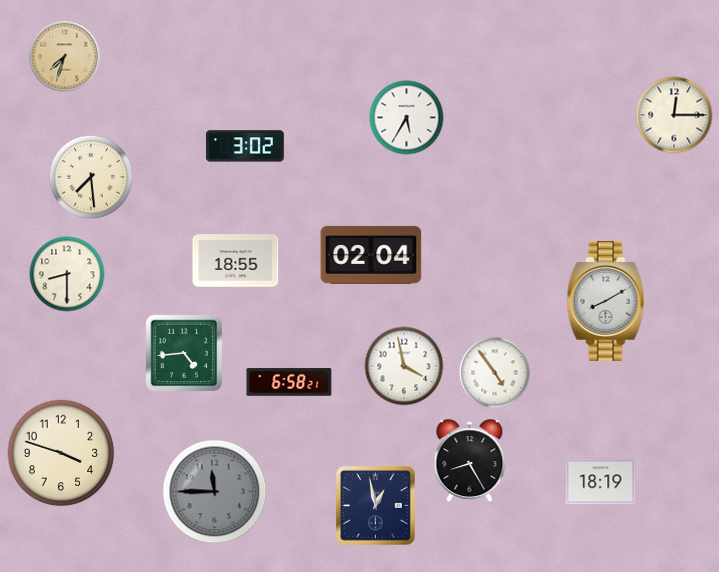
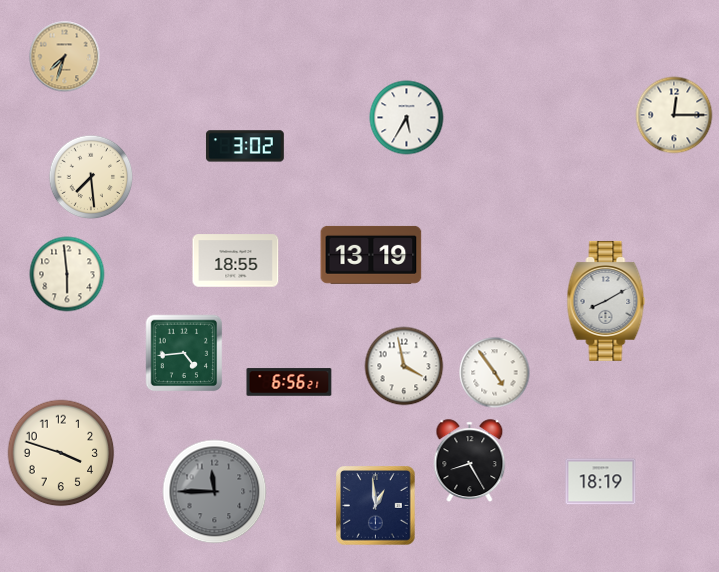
clock at (371, 255): 02:04 -> 13:19
clock at (67, 274): 8:30 -> 5:59
clock at (289, 382): 6:58 -> 6:56
clock at (376, 506): 12:58 -> 12:59
